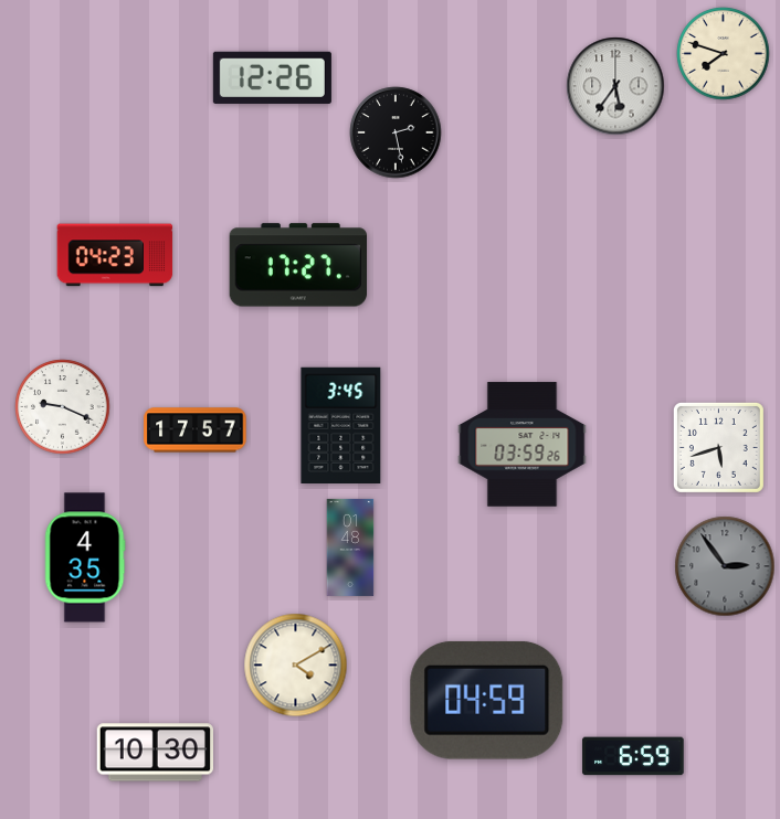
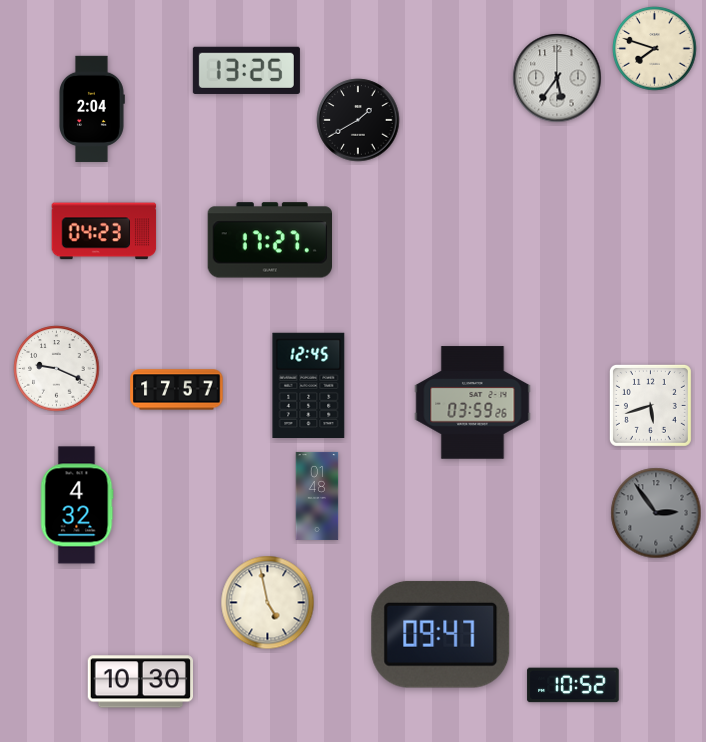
clock at (272, 77): 12:26 -> 13:25
clock at (92, 108): none -> 2:04
clock at (396, 132): 2:28 -> 1:40
clock at (341, 425): 3:45 -> 12:45
clock at (85, 557): 4:35 -> 4:32
clock at (296, 666): 4:10 -> 4:58
clock at (487, 700): 04:59 -> 09:47
clock at (633, 756): 6:59 -> 10:52
